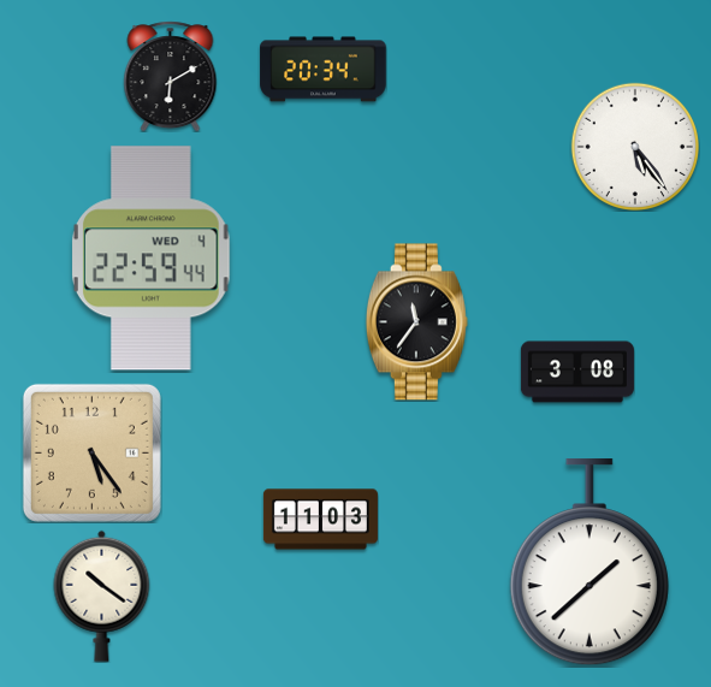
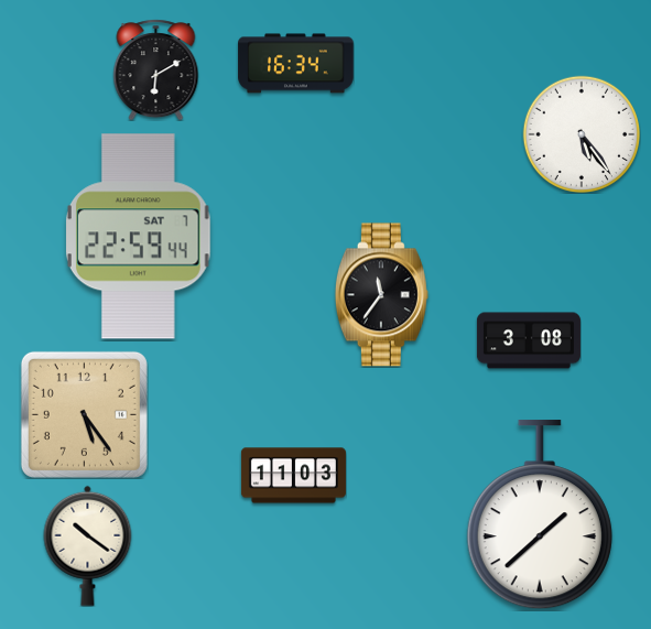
clock at (324, 70): 20:34 -> 16:34
clock at (150, 259) date: WED 4 -> SAT 7
clock at (102, 596) position: (102, 596) -> (88, 545)
